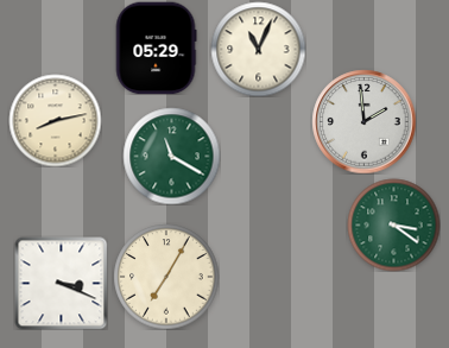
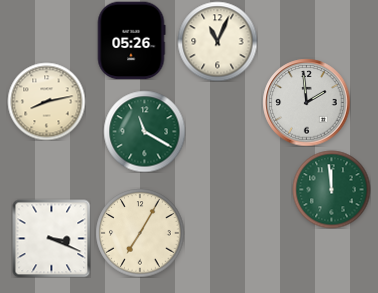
clock at (156, 48): 05:29 -> 05:26
clock at (393, 224): 3:21 -> 11:59
